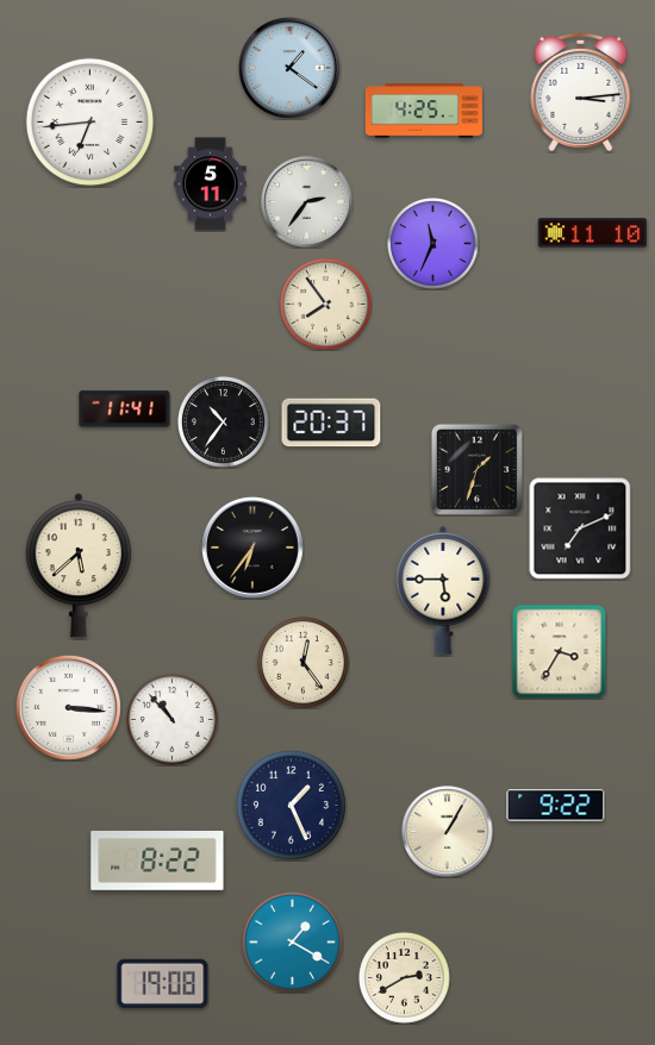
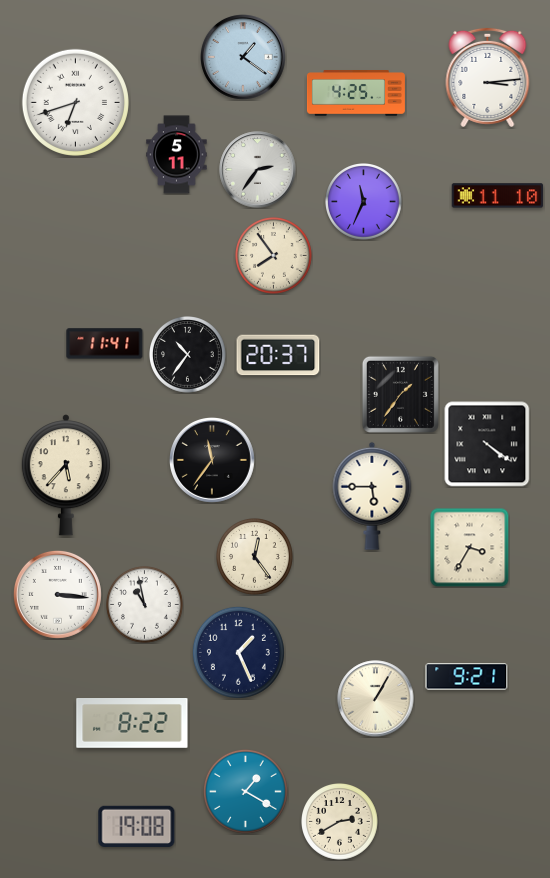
clock at (89, 121): 6:44 -> 6:42
clock at (433, 244) position: (433, 244) -> (364, 202)
clock at (476, 469): 1:33 -> 1:36
clock at (580, 528): 7:11 -> 4:21
clock at (254, 549): 6:36 -> 11:36
clock at (79, 565): 5:38 -> 5:37
clock at (173, 720): 10:53 -> 10:58
clock at (291, 805) position: (291, 805) -> (238, 652)
clock at (556, 806): 9:22 -> 9:21
